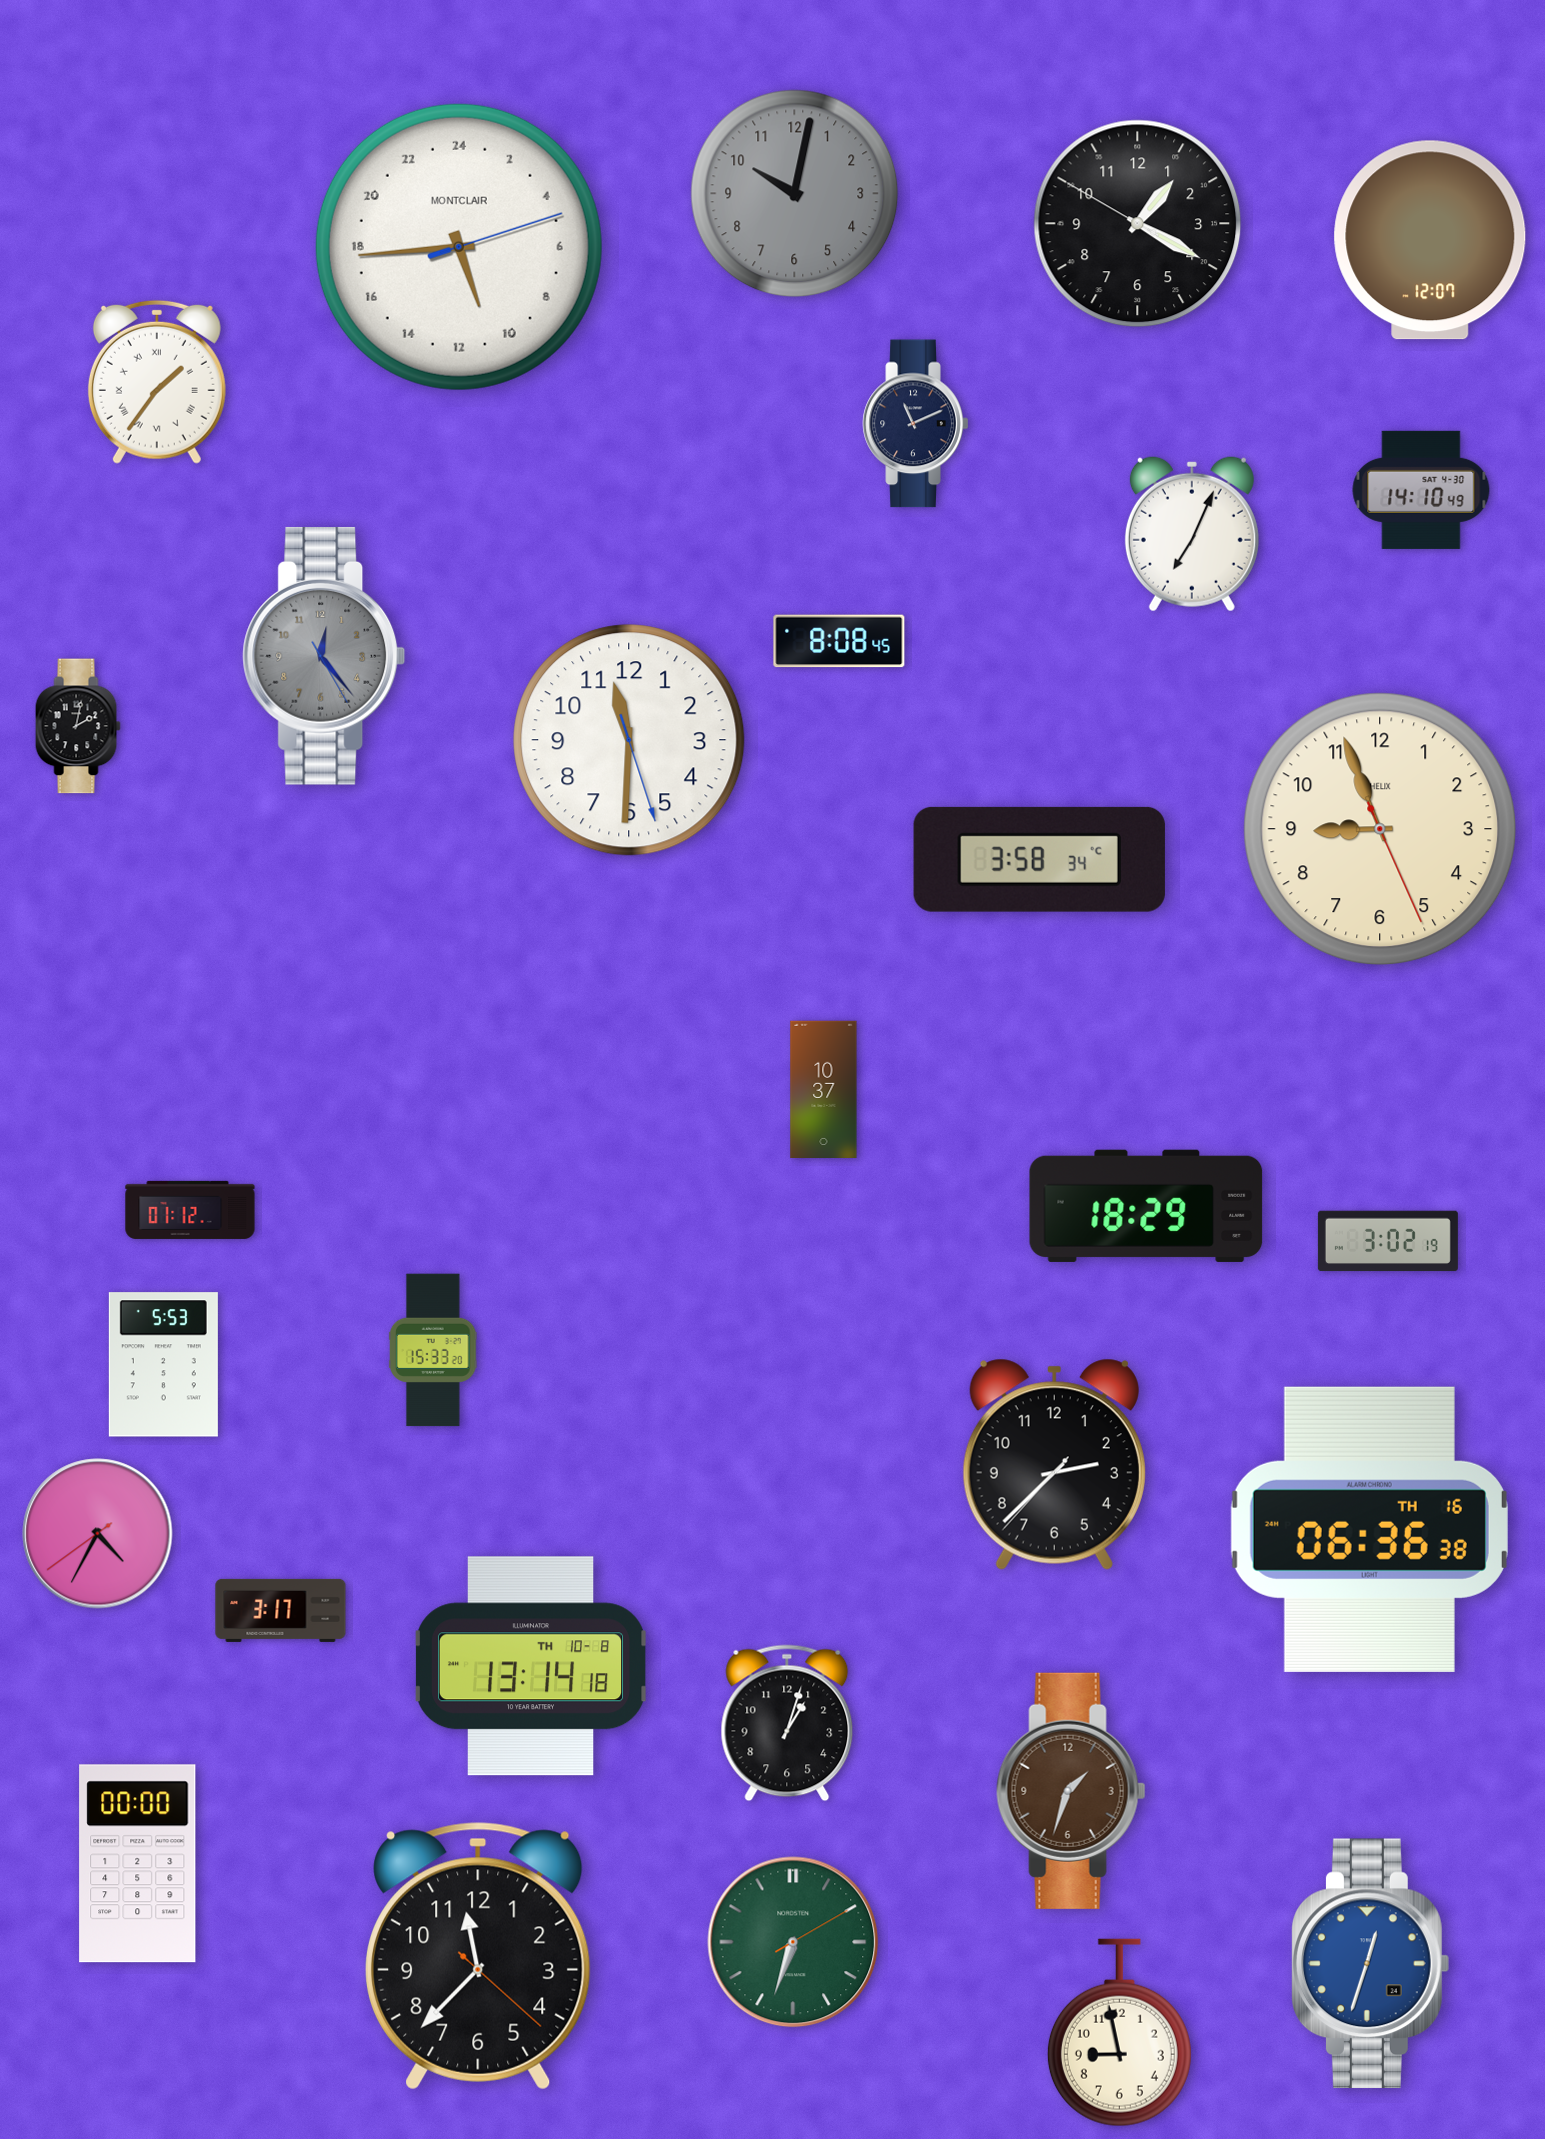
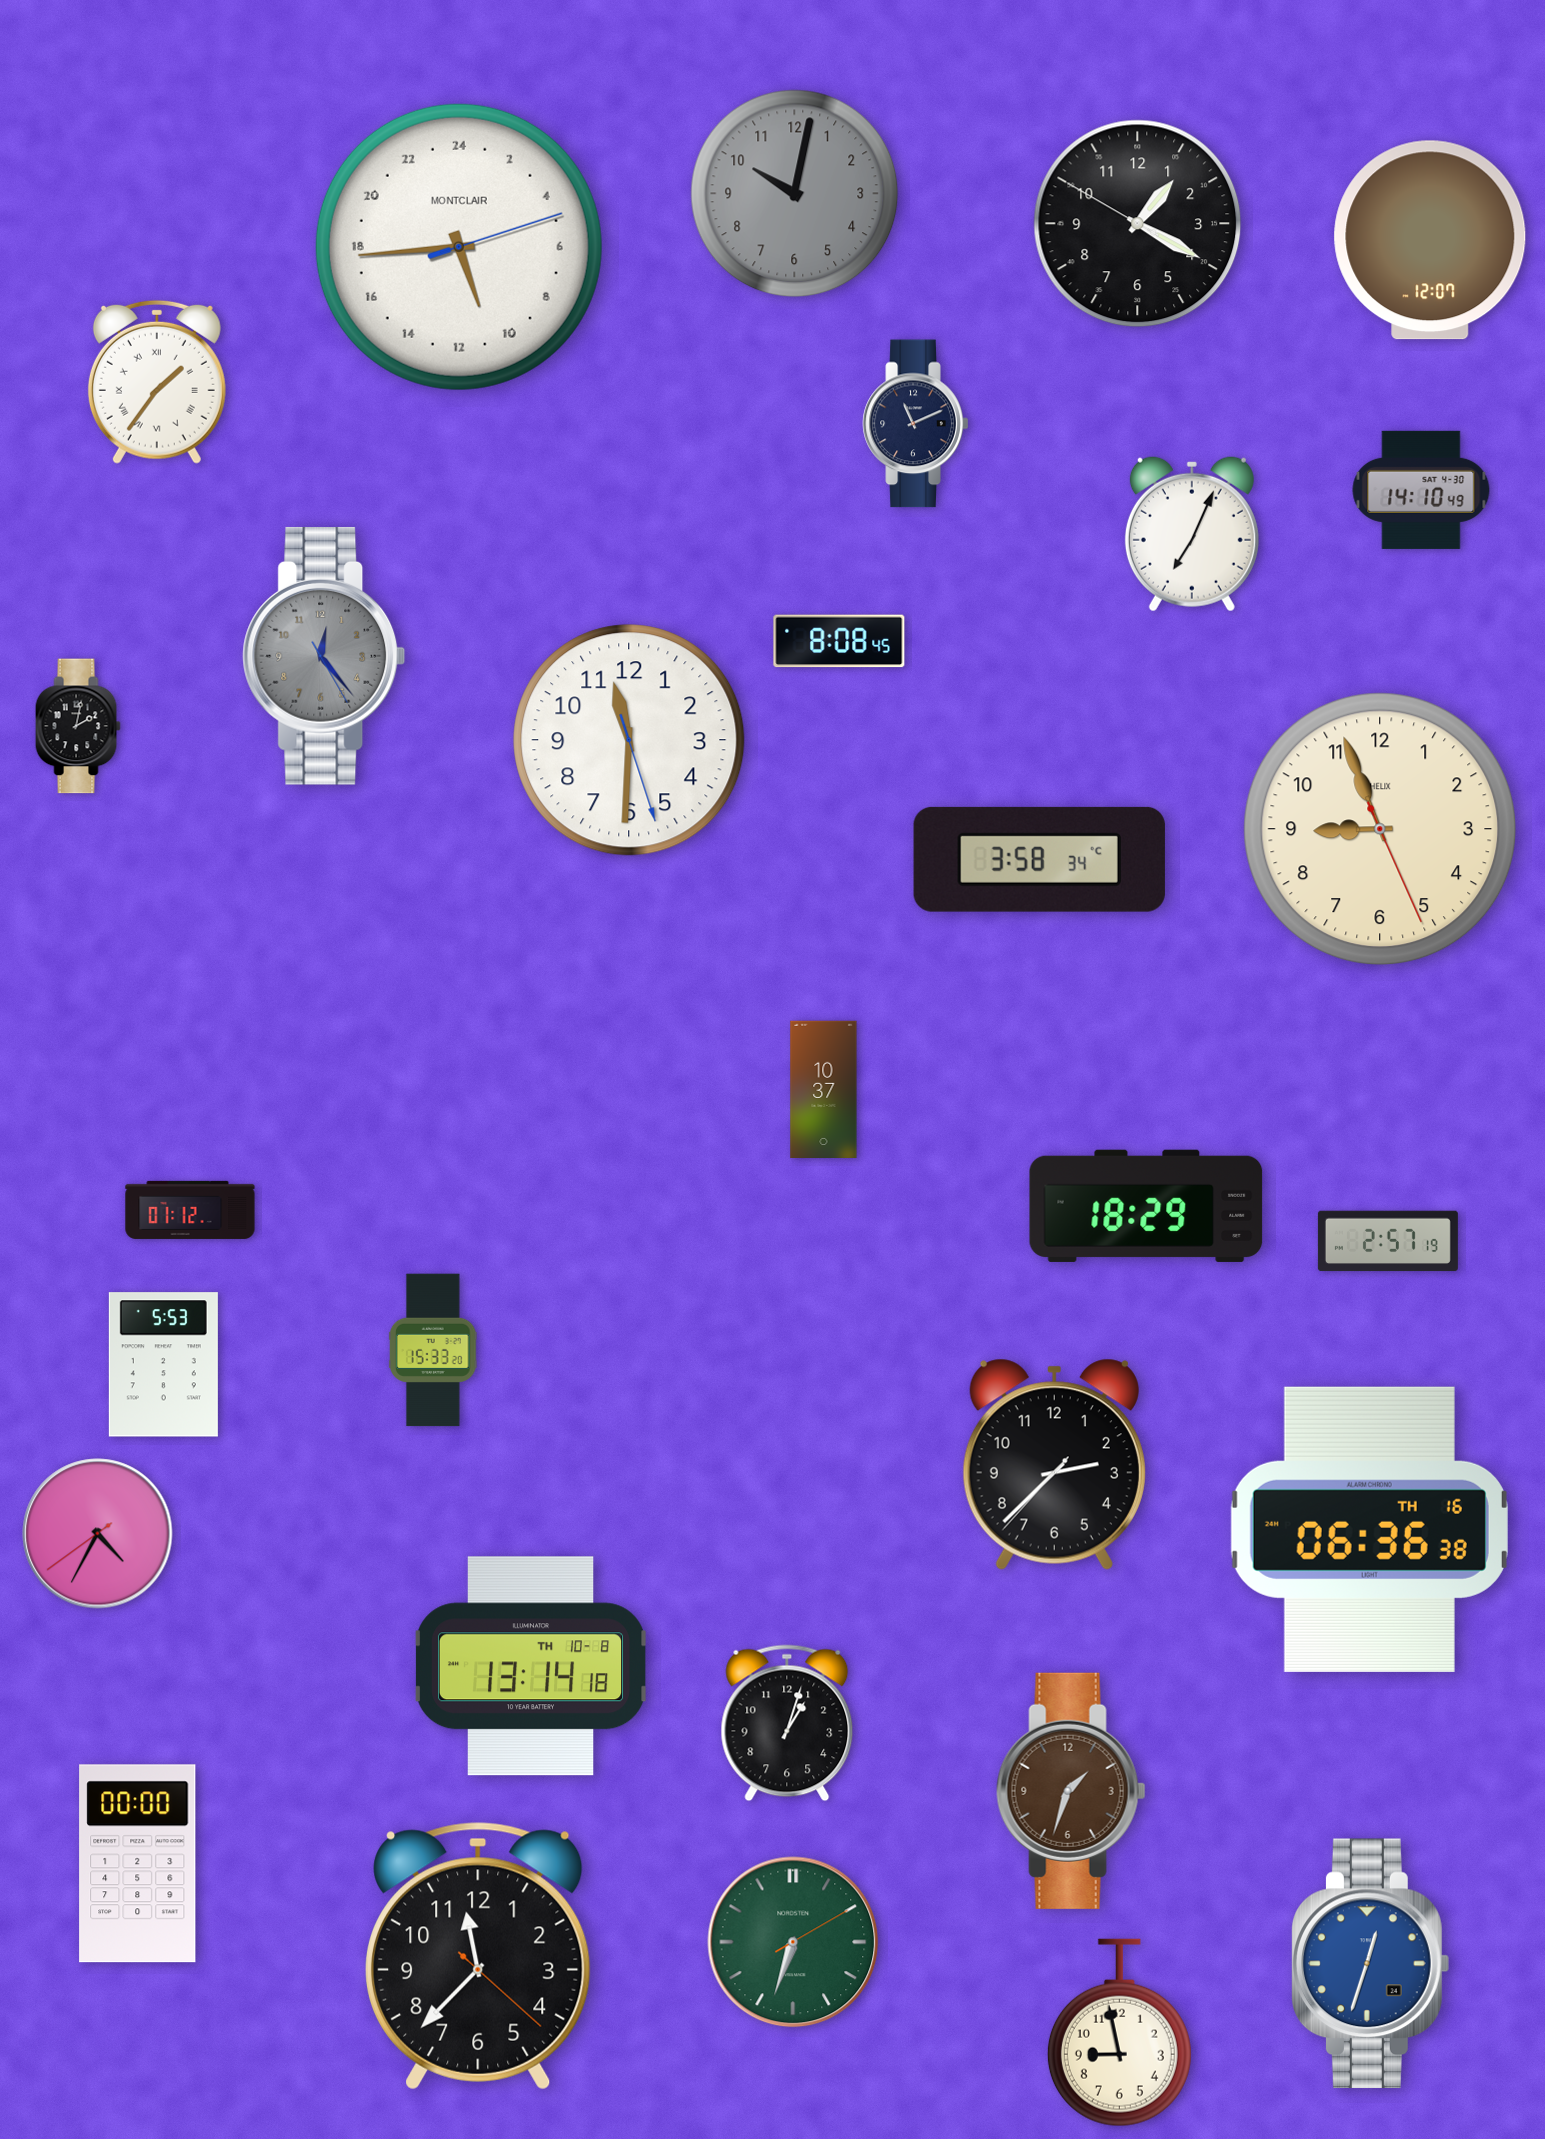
clock at (1388, 1241): 3:02 -> 2:57
clock at (281, 1610): 3:17 -> none
